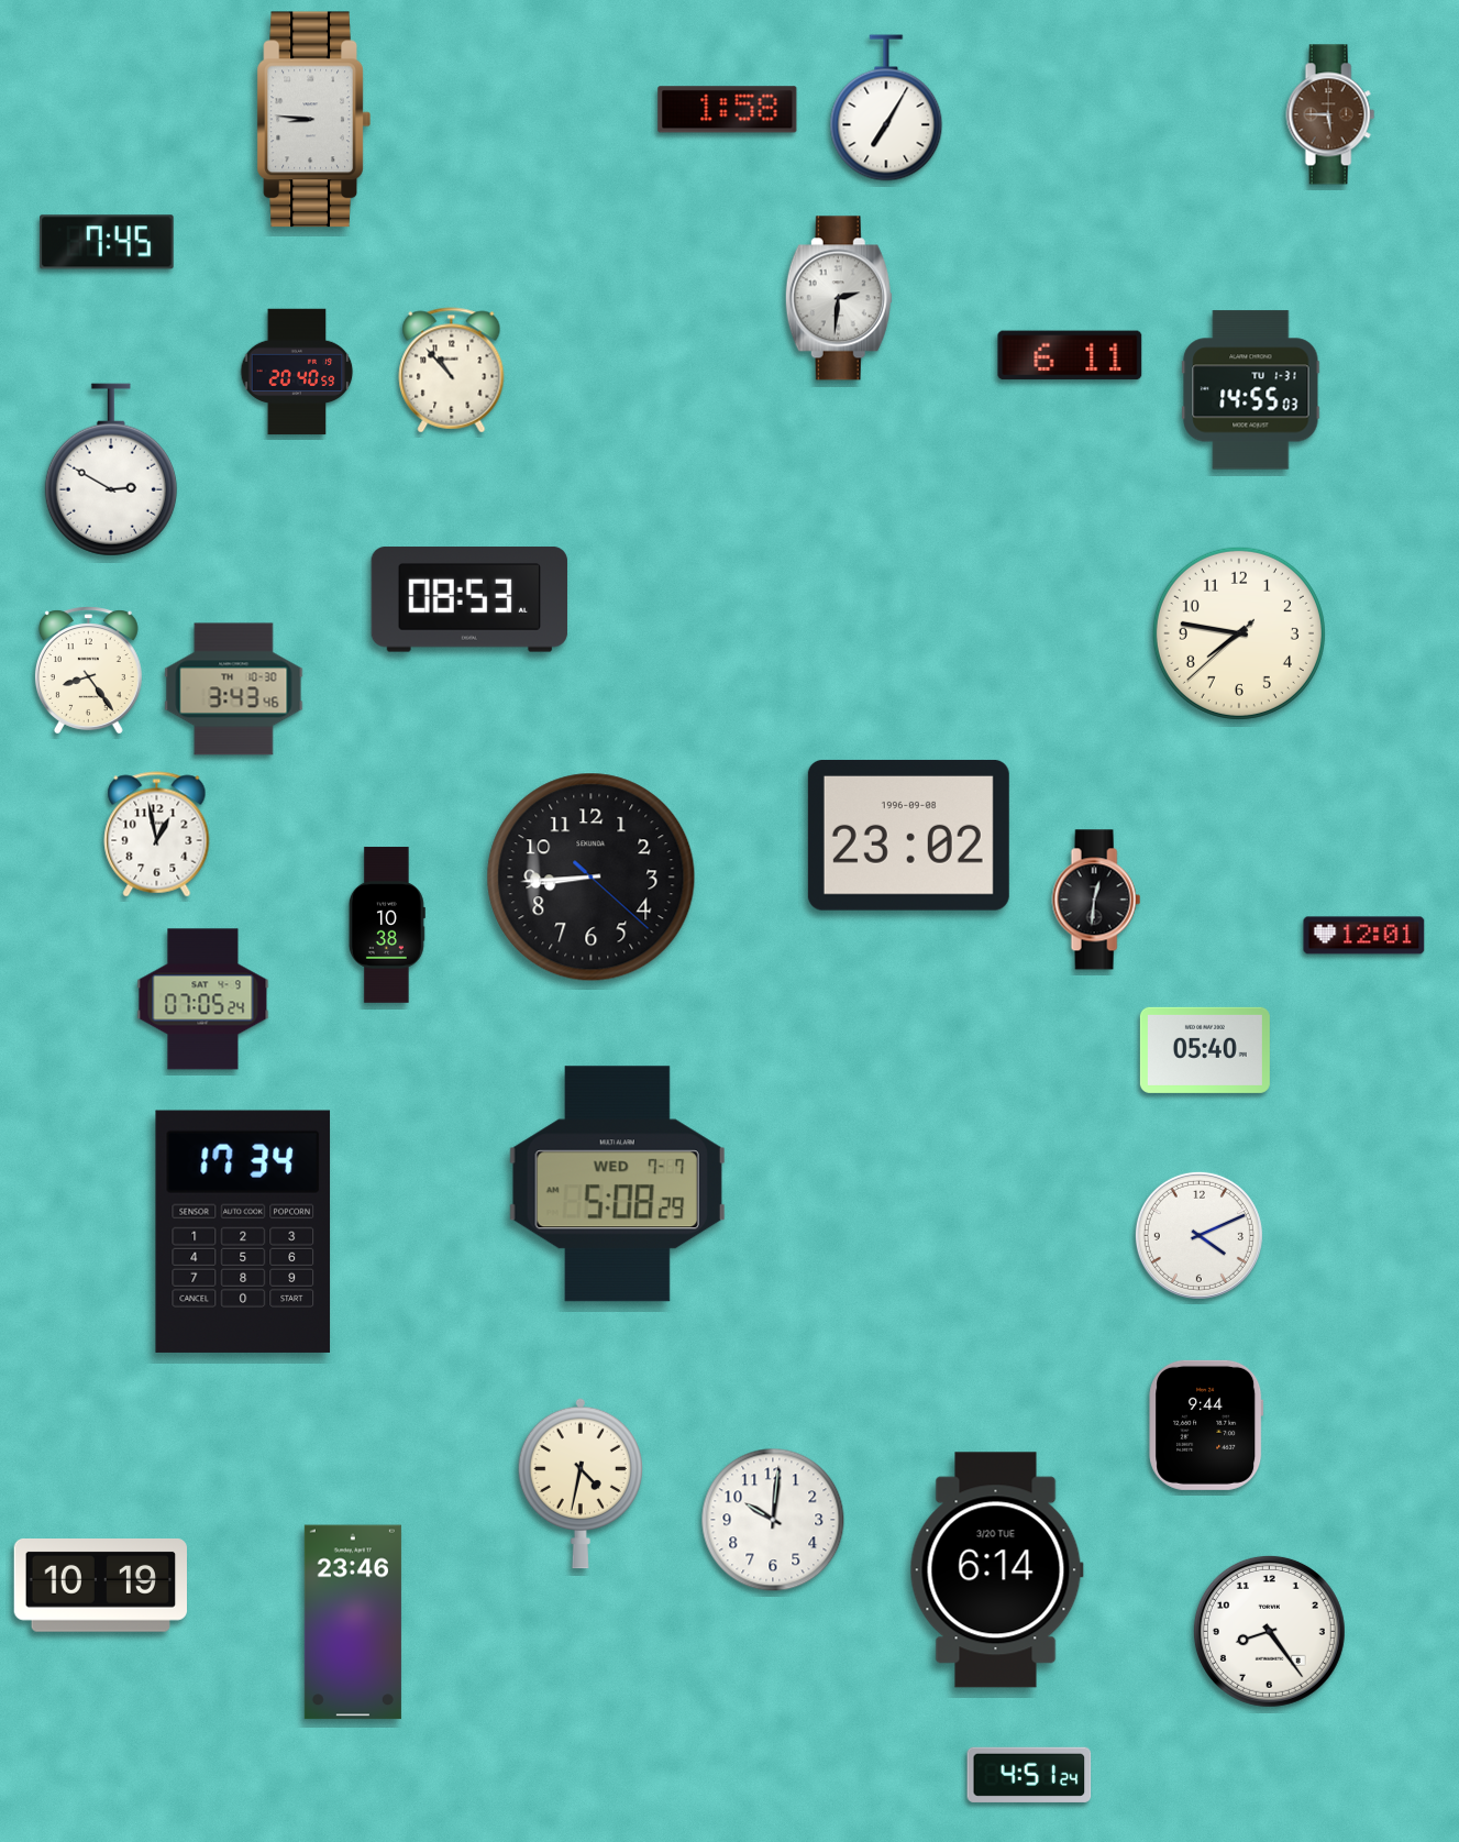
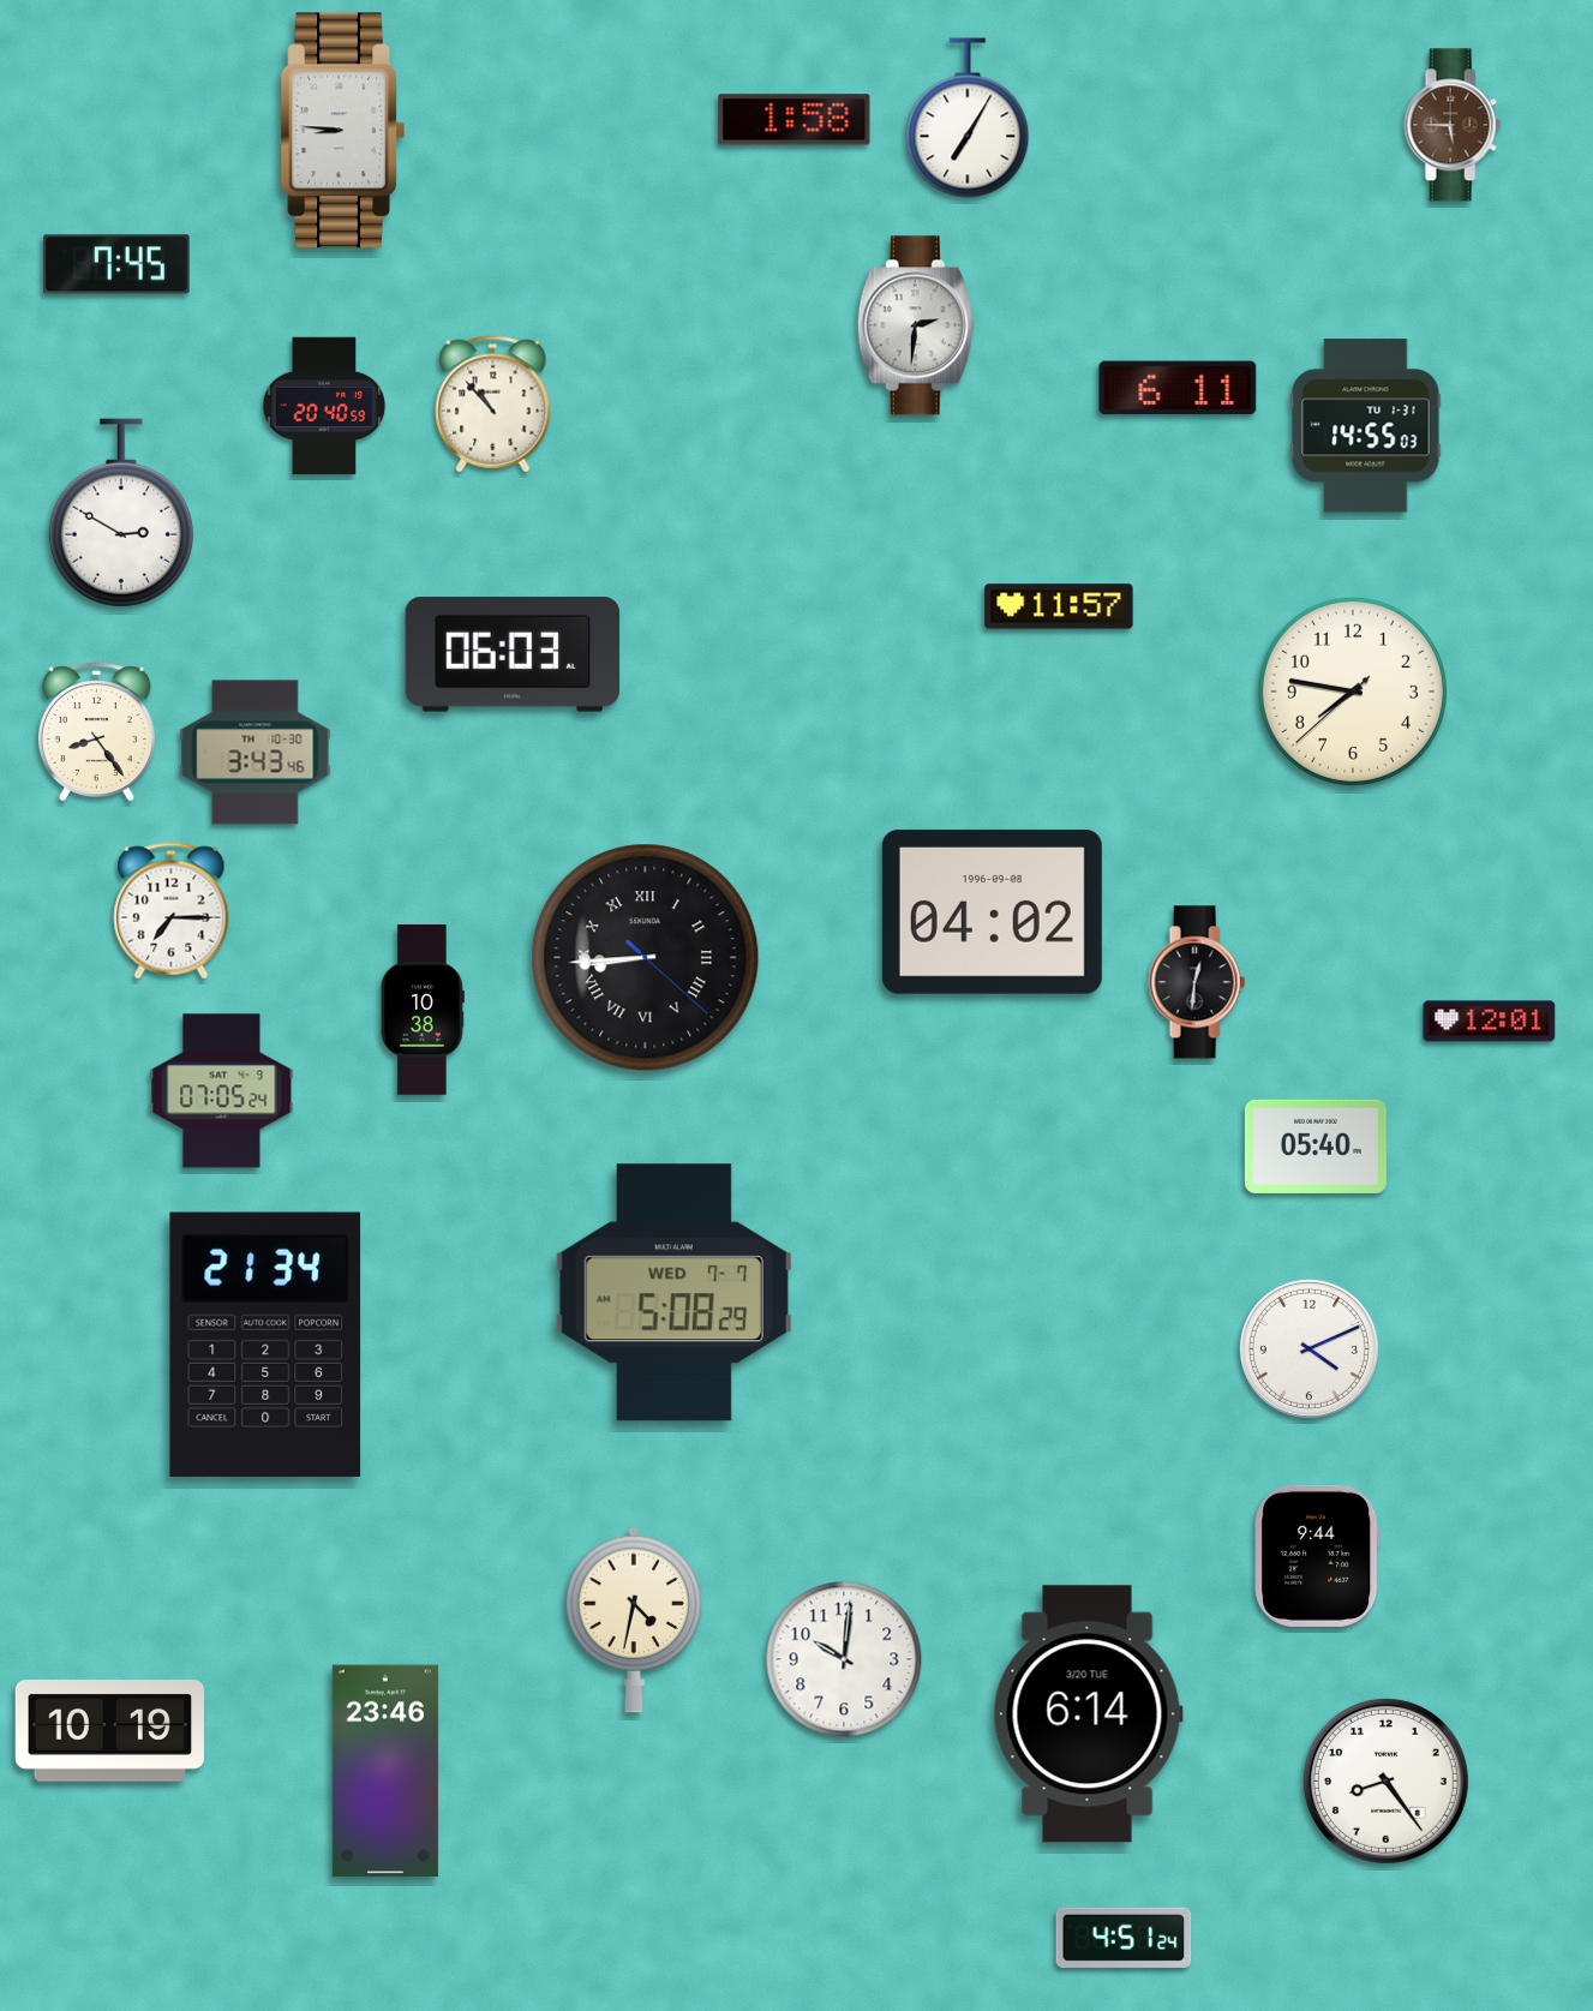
clock at (1070, 355) position: (1070, 355) -> (1178, 388)
clock at (1059, 606): none -> 11:57
clock at (468, 599): 08:53 -> 06:03
clock at (157, 835): 12:58 -> 7:15
clock at (908, 835): 23:02 -> 04:02
clock at (592, 878) numerals: Arabic -> Roman
clock at (243, 1232): 17:34 -> 21:34
